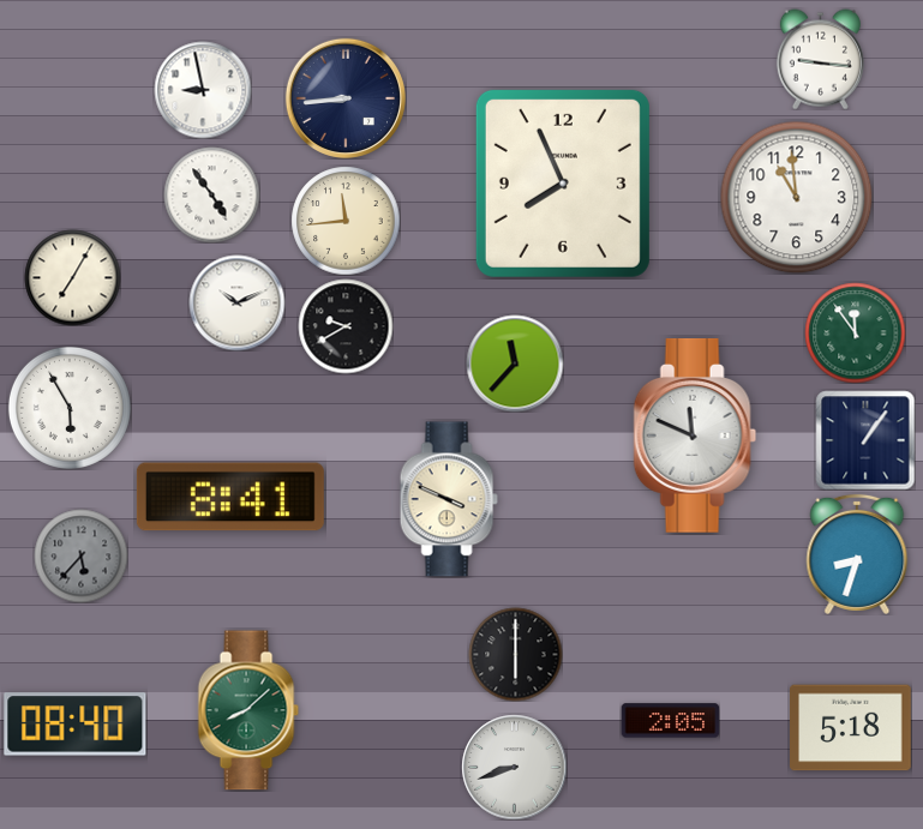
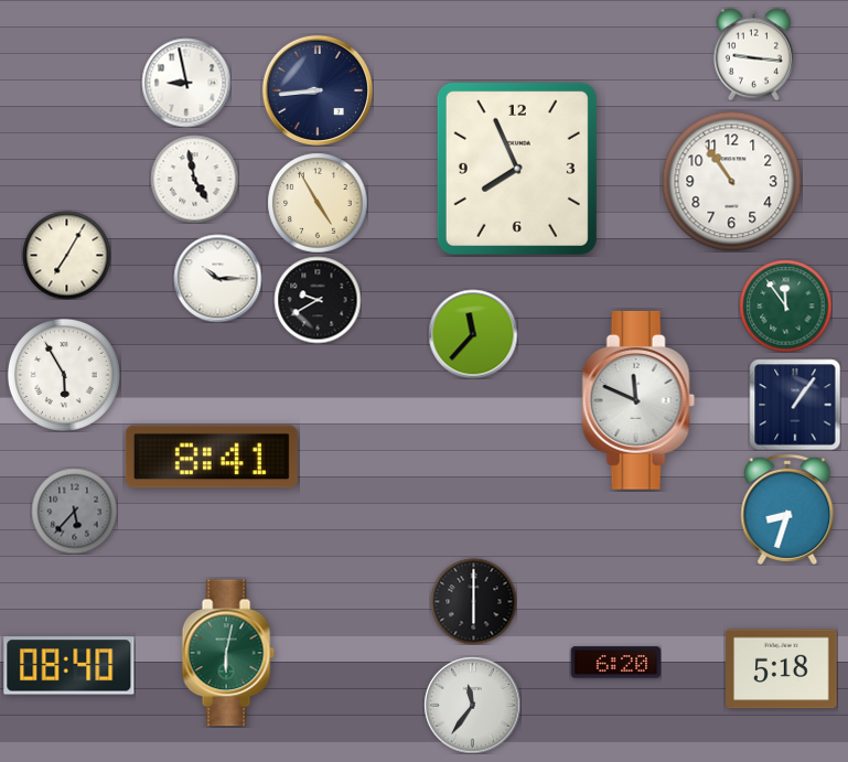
clock at (211, 194): 4:54 -> 4:58
clock at (796, 197): 10:59 -> 10:54
clock at (346, 221): 11:44 -> 4:55
clock at (236, 302): 10:11 -> 10:15
clock at (449, 499): 3:49 -> none
clock at (248, 710): 8:08 -> 6:02
clock at (670, 721): 2:05 -> 6:20
clock at (514, 767): 8:42 -> 11:36
